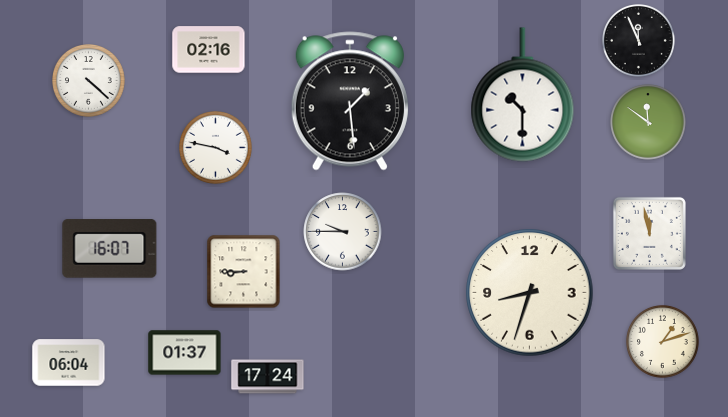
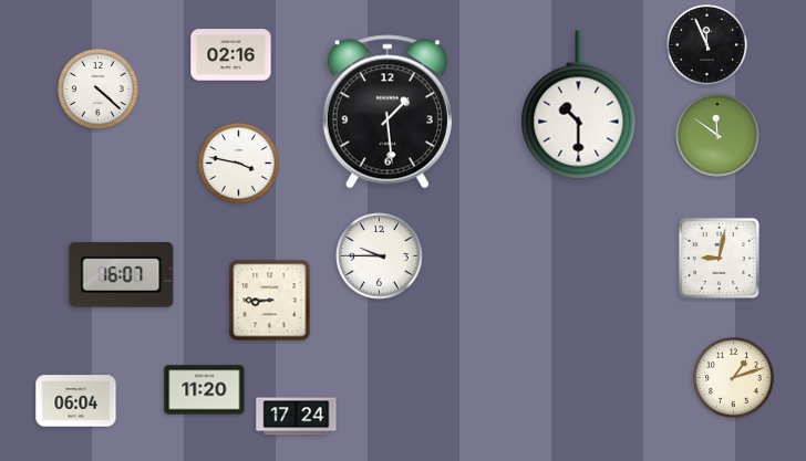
clock at (649, 233): 11:58 -> 9:02
clock at (530, 293): 8:33 -> none
clock at (185, 353): 01:37 -> 11:20
